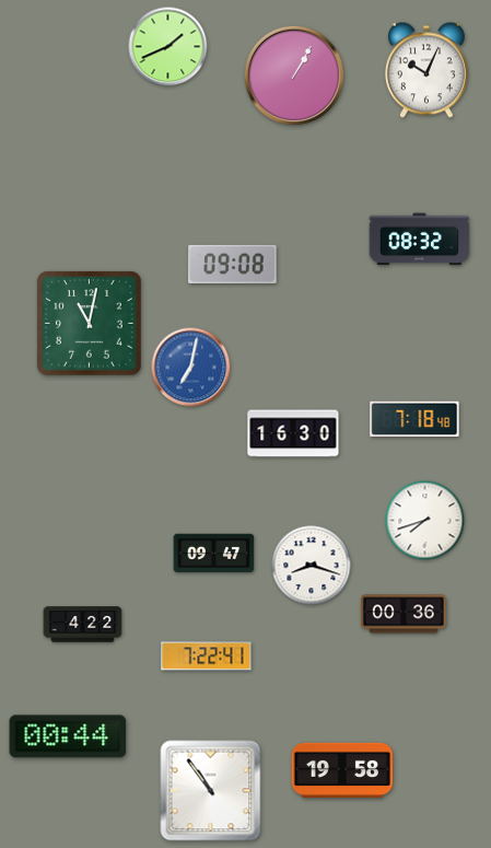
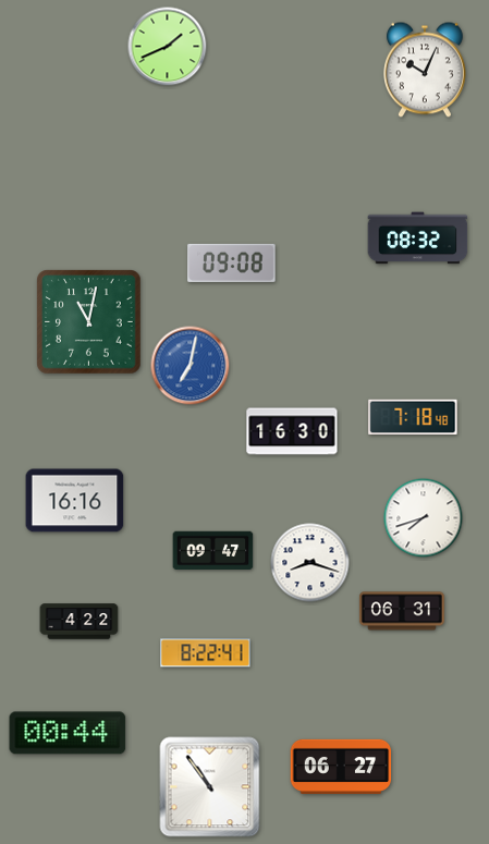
clock at (294, 75): 1:05 -> none
clock at (75, 501): none -> 16:16
clock at (404, 614): 00:36 -> 06:31
clock at (83, 625) position: (83, 625) -> (80, 622)
clock at (207, 657): 7:22 -> 8:22
clock at (342, 770): 19:58 -> 06:27
